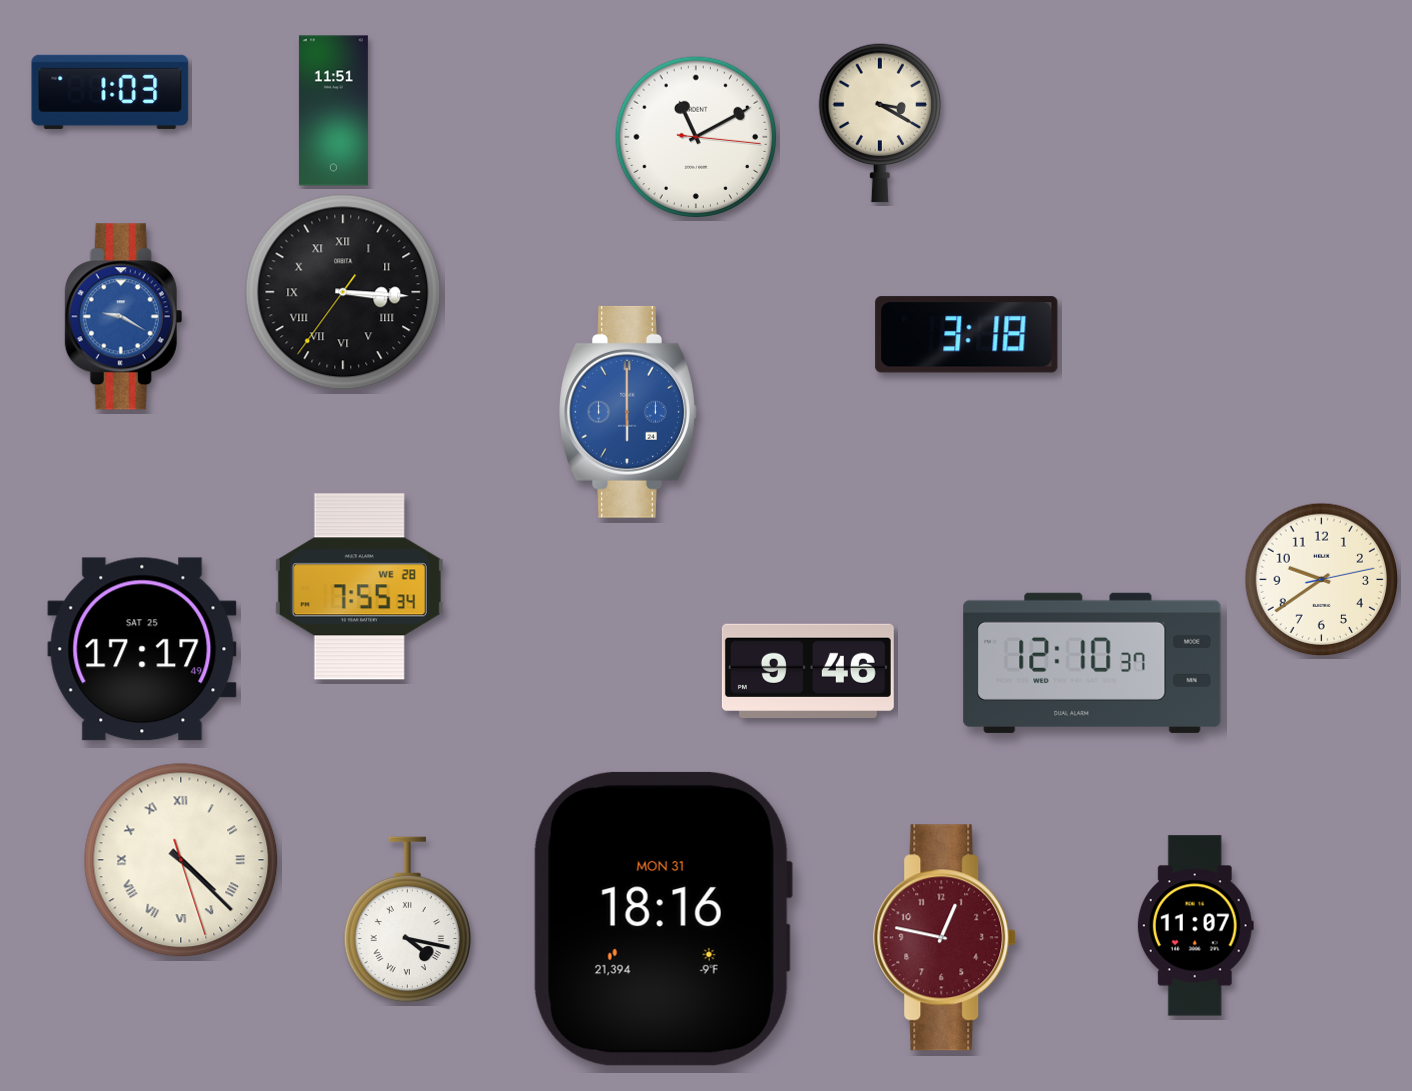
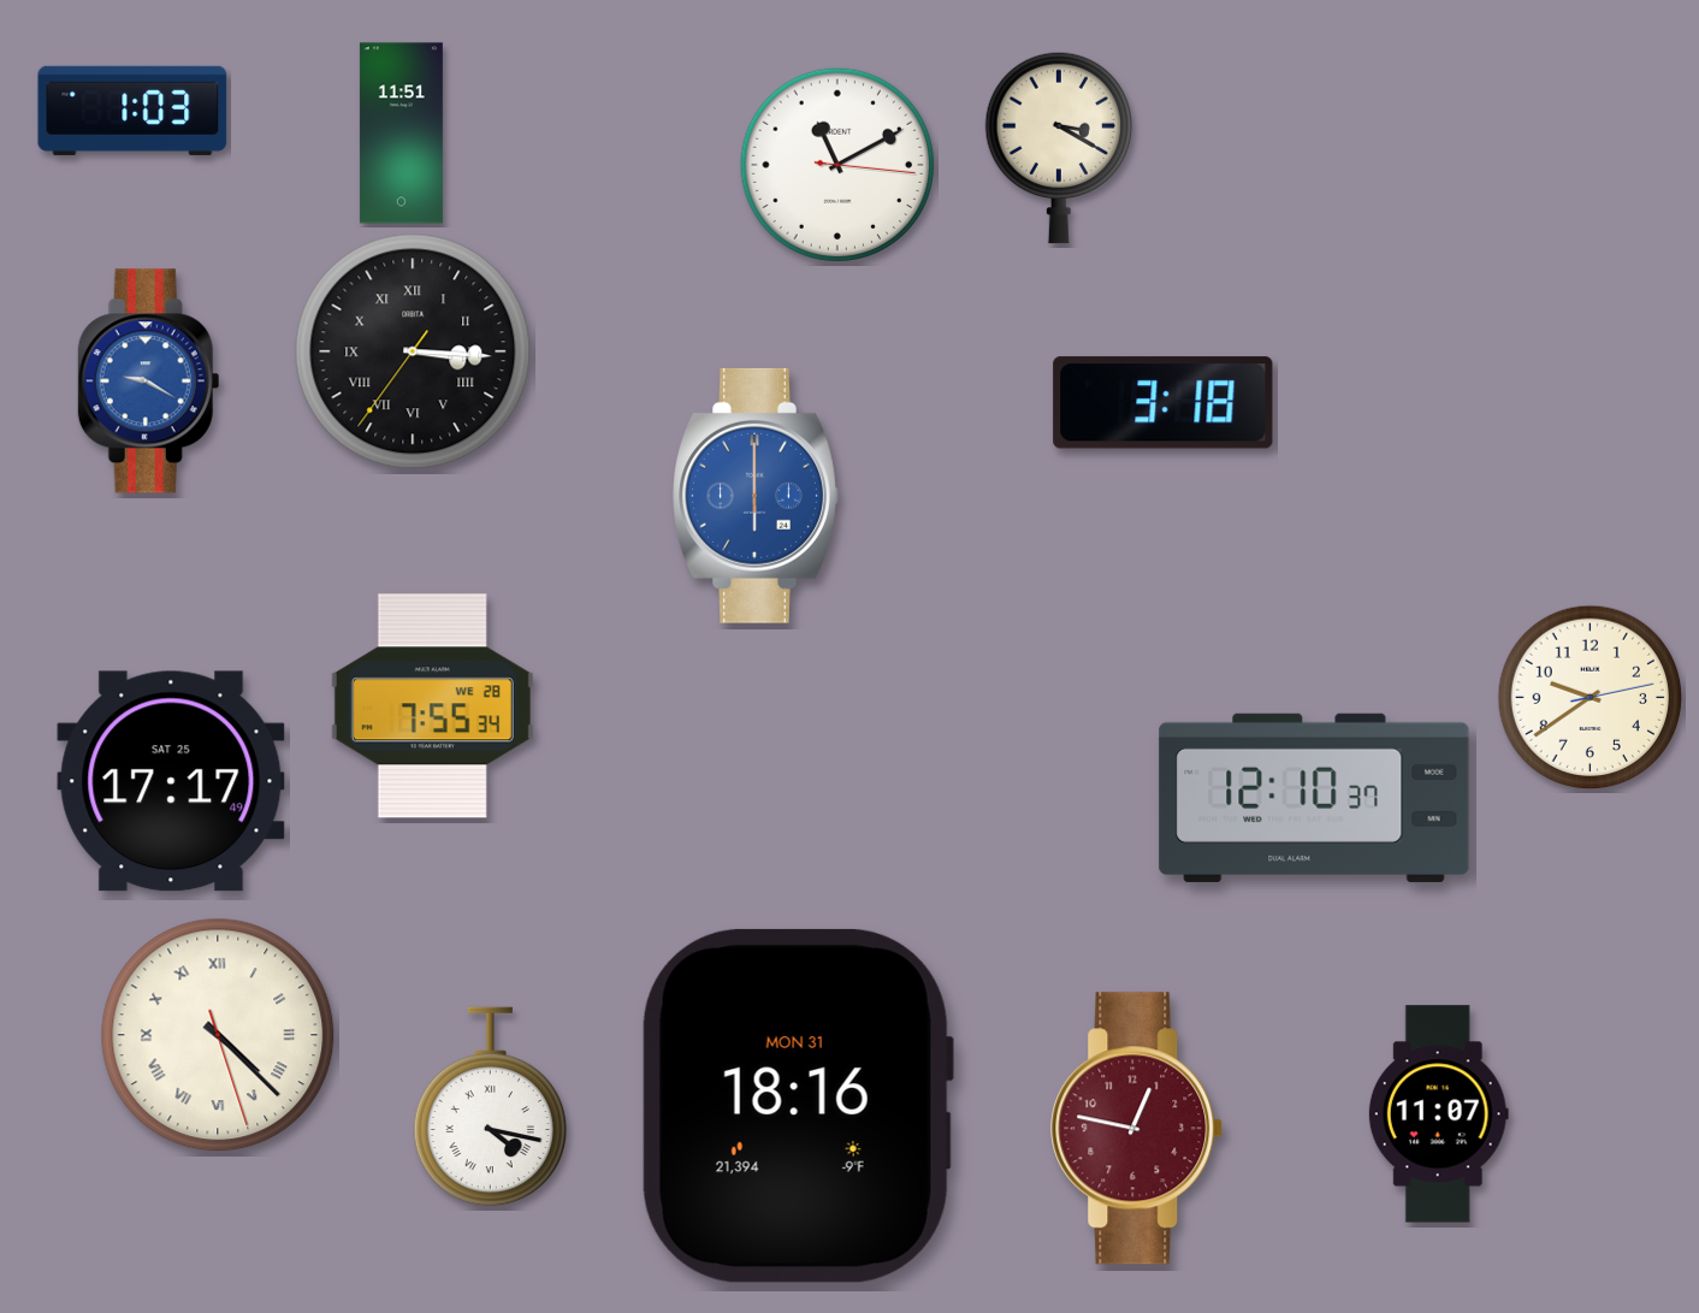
clock at (808, 671): 9:46 -> none
